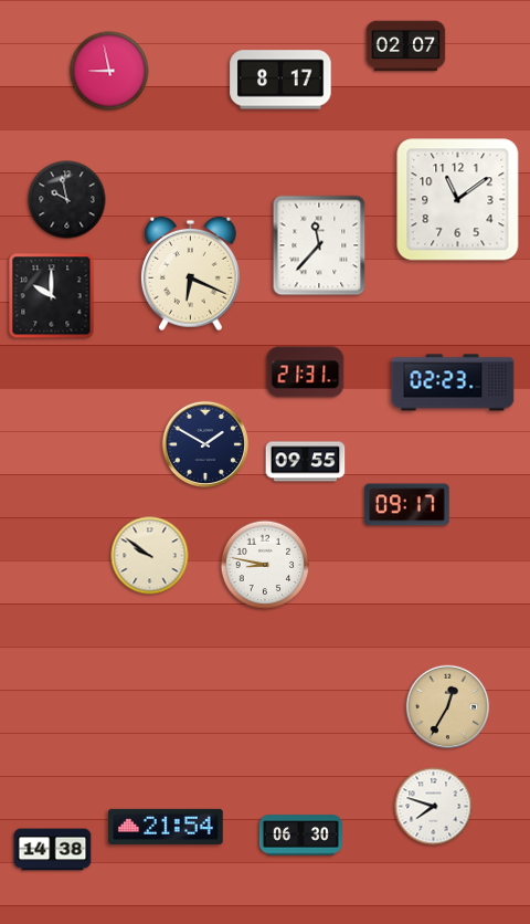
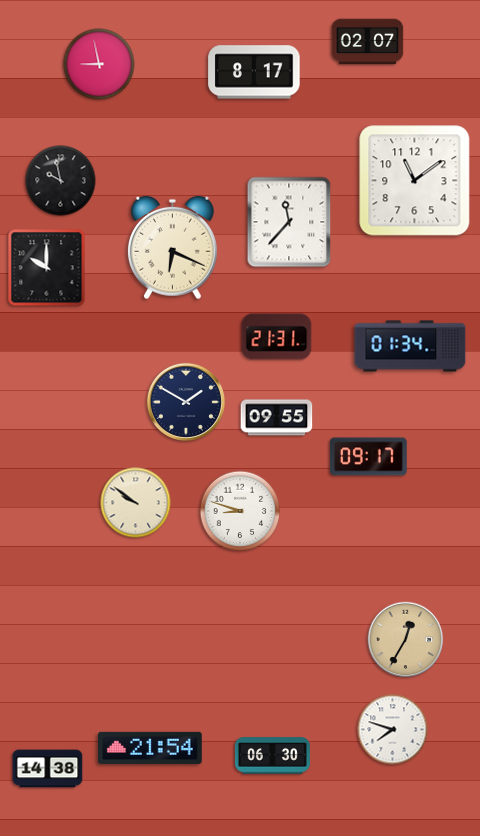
clock at (453, 382): 02:23 -> 01:34
clock at (265, 565): 8:47 -> 8:48
